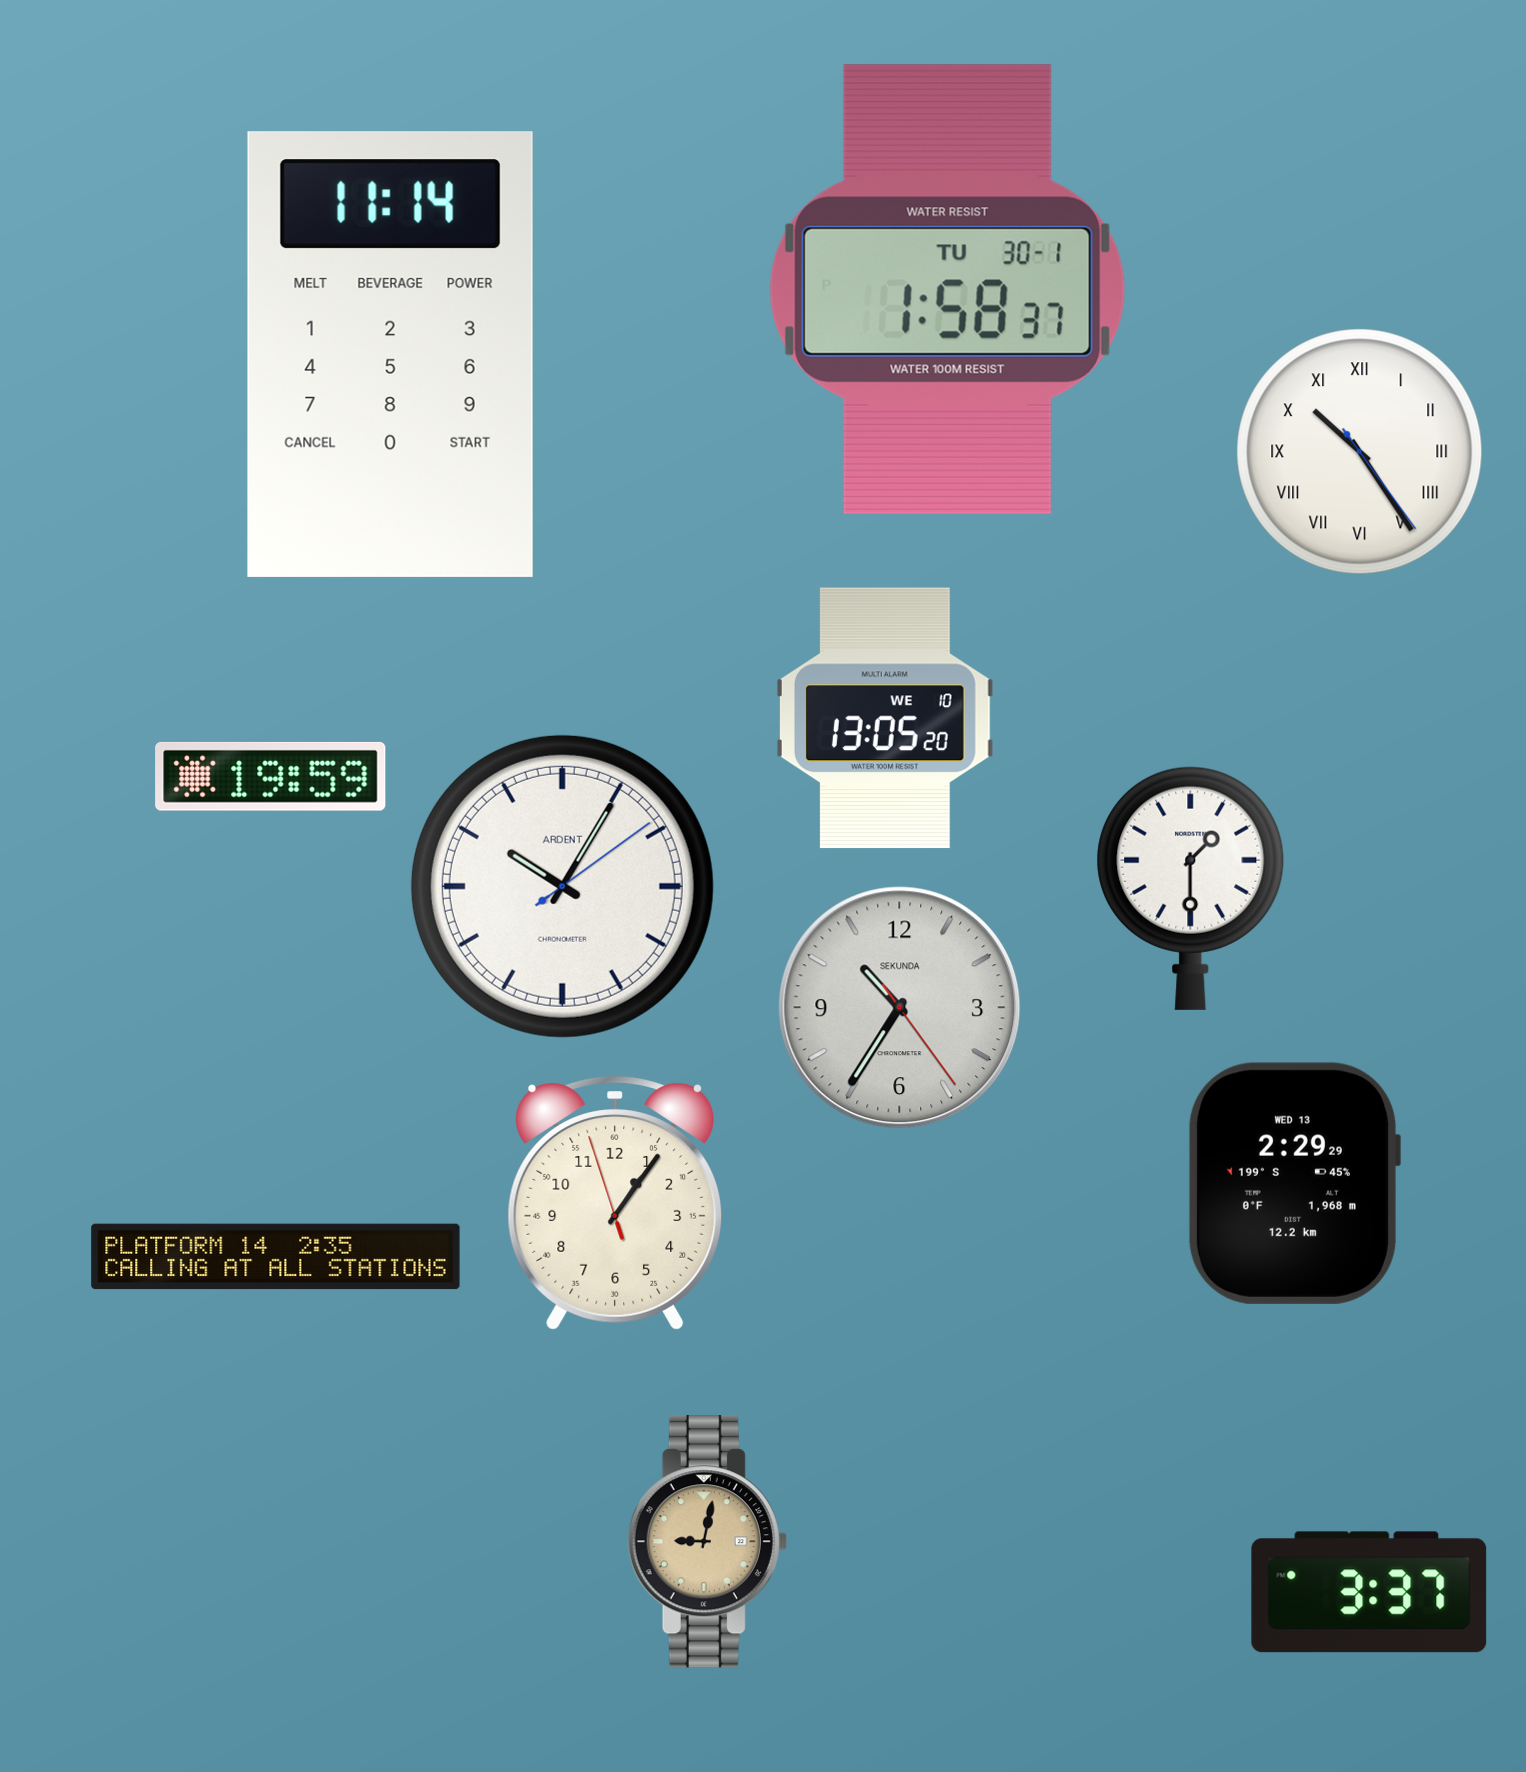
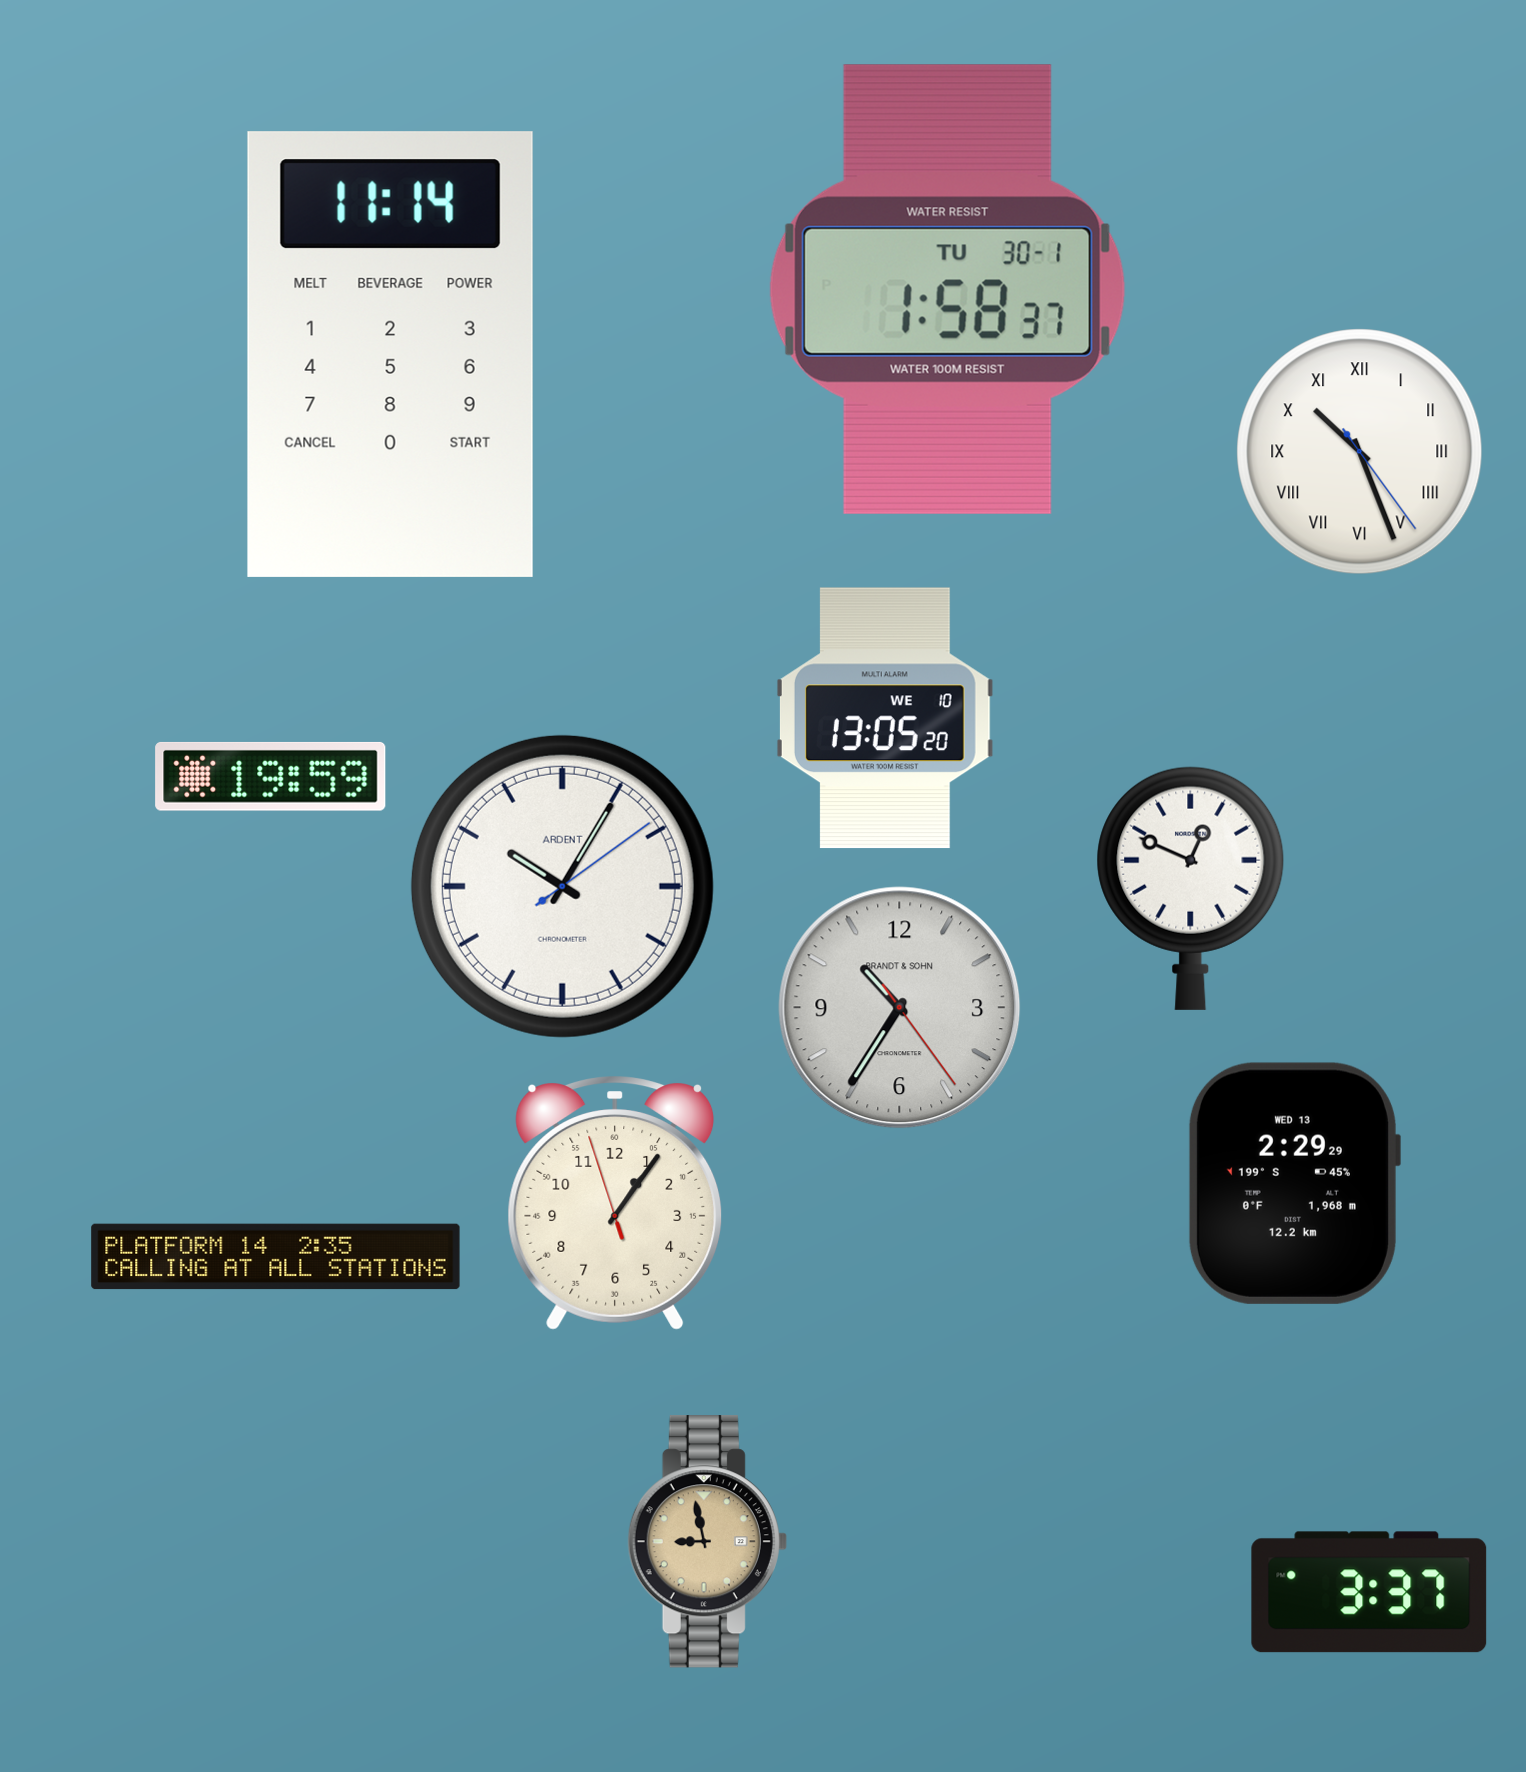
clock at (1360, 452): 10:24 -> 10:26
clock at (1191, 888): 1:30 -> 12:49
clock at (900, 1008) brand: SEKUNDA -> BRANDT & SOHN
clock at (707, 1542): 9:02 -> 8:58
